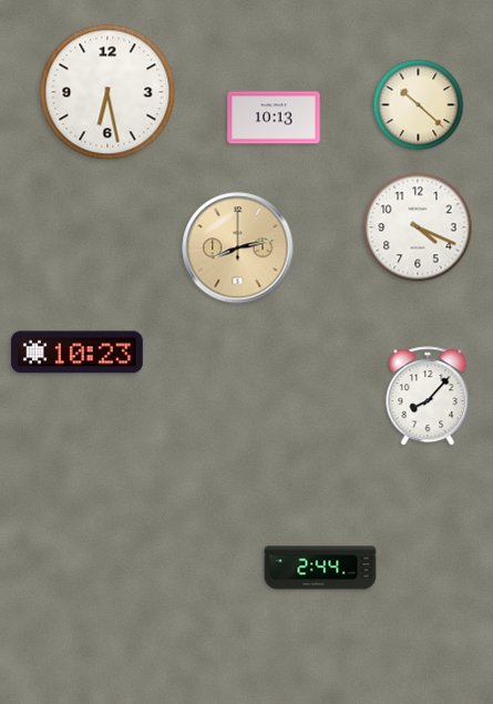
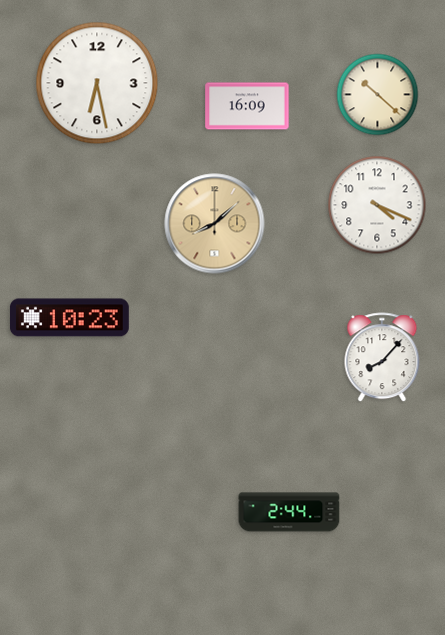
clock at (274, 118): 10:13 -> 16:09
clock at (238, 248): 8:13 -> 8:08
clock at (428, 397) position: (428, 397) -> (382, 358)
